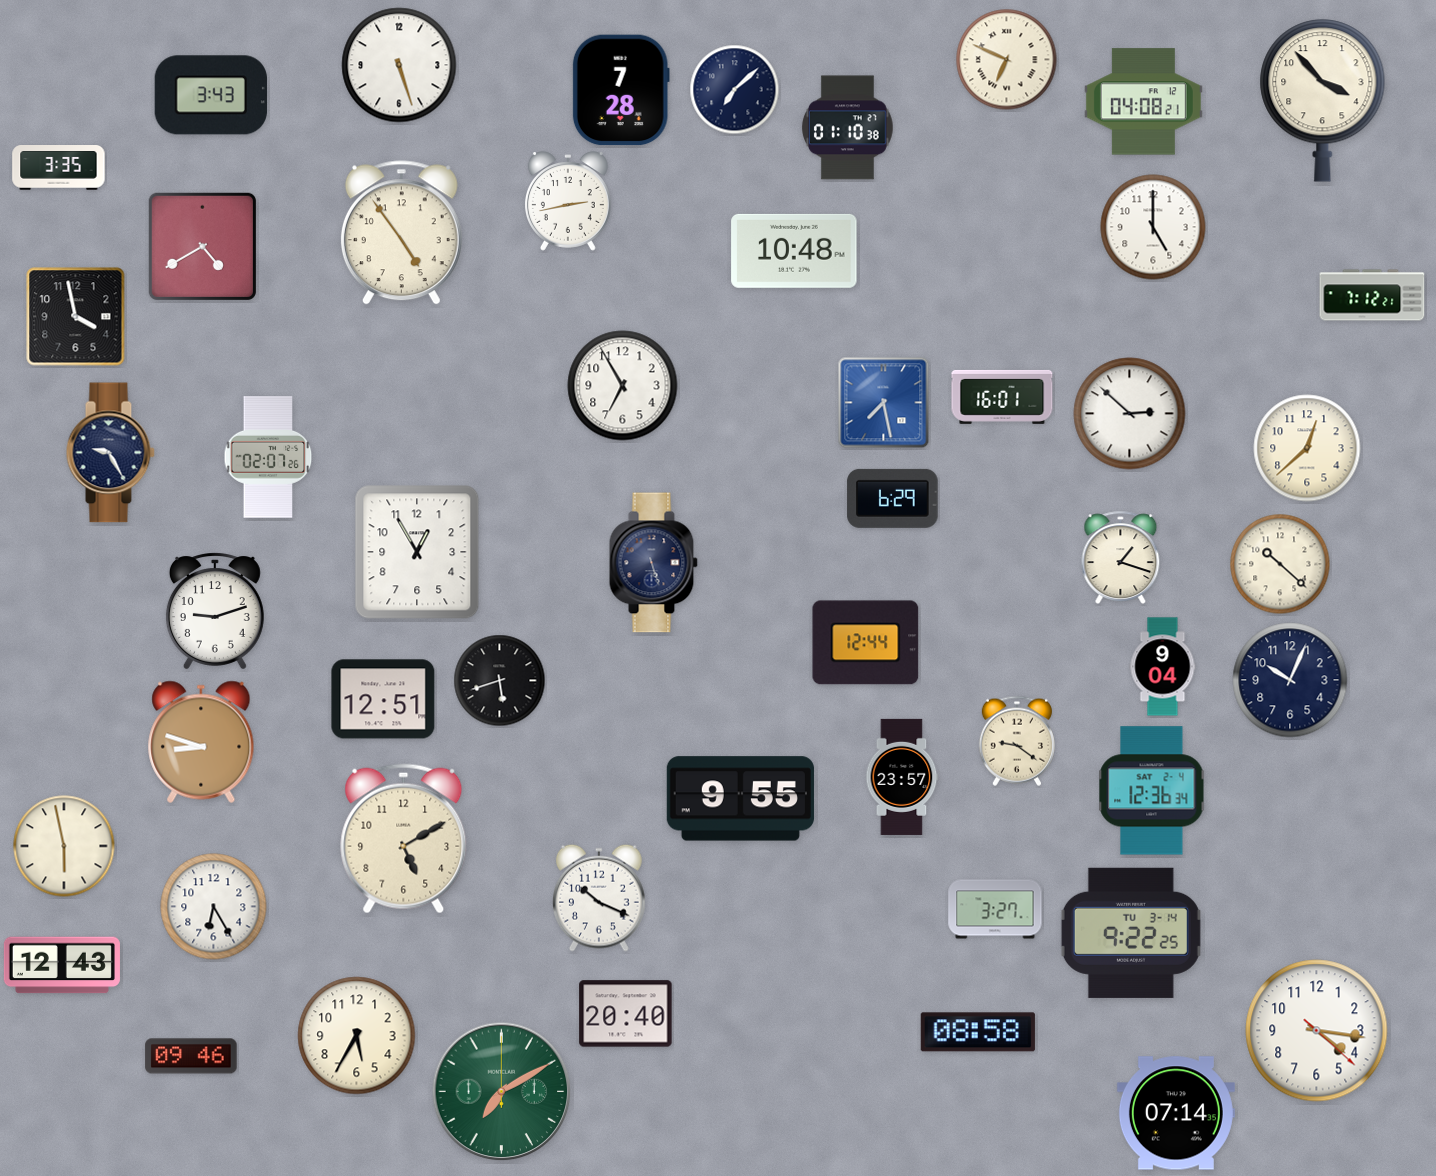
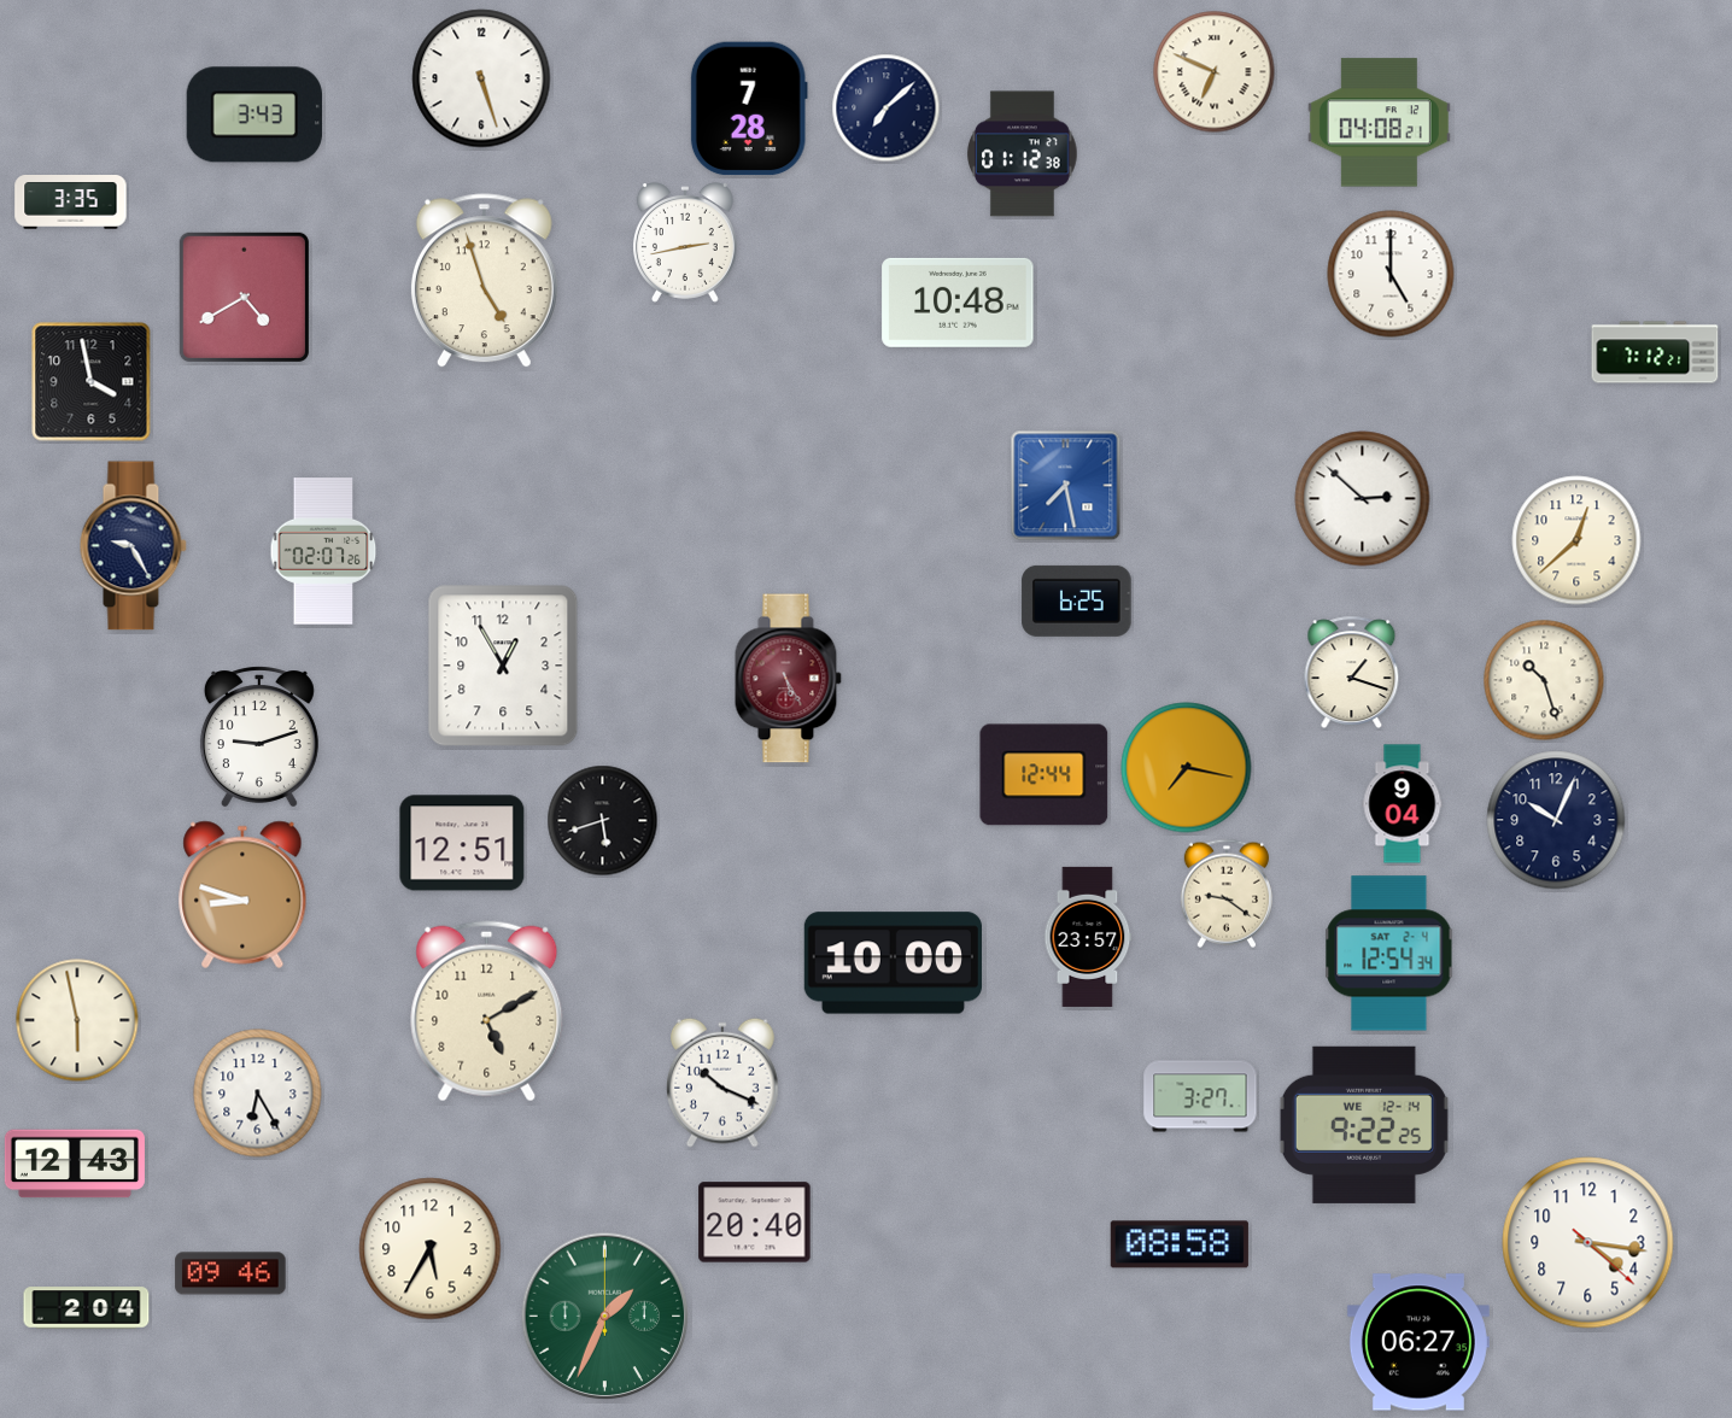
clock at (1323, 101): 3:53 -> none
clock at (848, 128): 01:10 -> 01:12
clock at (401, 233): 4:54 -> 4:57
clock at (1372, 295) position: (1372, 295) -> (1655, 352)
clock at (623, 386): 6:55 -> none
clock at (1002, 397): 16:01 -> none
clock at (893, 498): 6:29 -> 6:25
clock at (653, 563): 5:27 -> 5:25
clock at (653, 563) dial: navy -> burgundy
clock at (1280, 564): 10:22 -> 10:27
clock at (1187, 768): none -> 7:17
clock at (1152, 791): 12:36 -> 12:54
clock at (740, 799): 9:55 -> 10:00
clock at (1131, 933) date: TU 3-14 -> WE 12-14
clock at (87, 1308): none -> 2:04
clock at (502, 1092): 7:10 -> 1:34
clock at (1176, 1113): 07:14 -> 06:27
